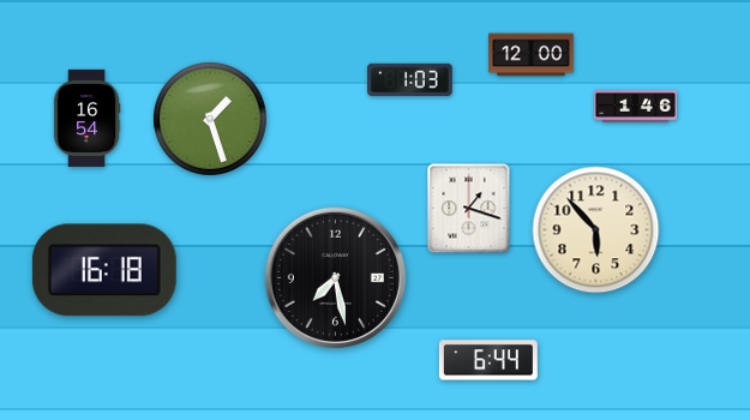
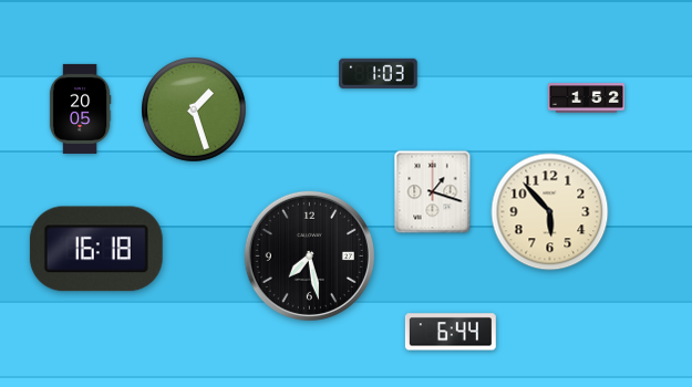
clock at (532, 55): 12:00 -> none
clock at (635, 107): 1:46 -> 1:52
clock at (86, 118): 16:54 -> 20:05
